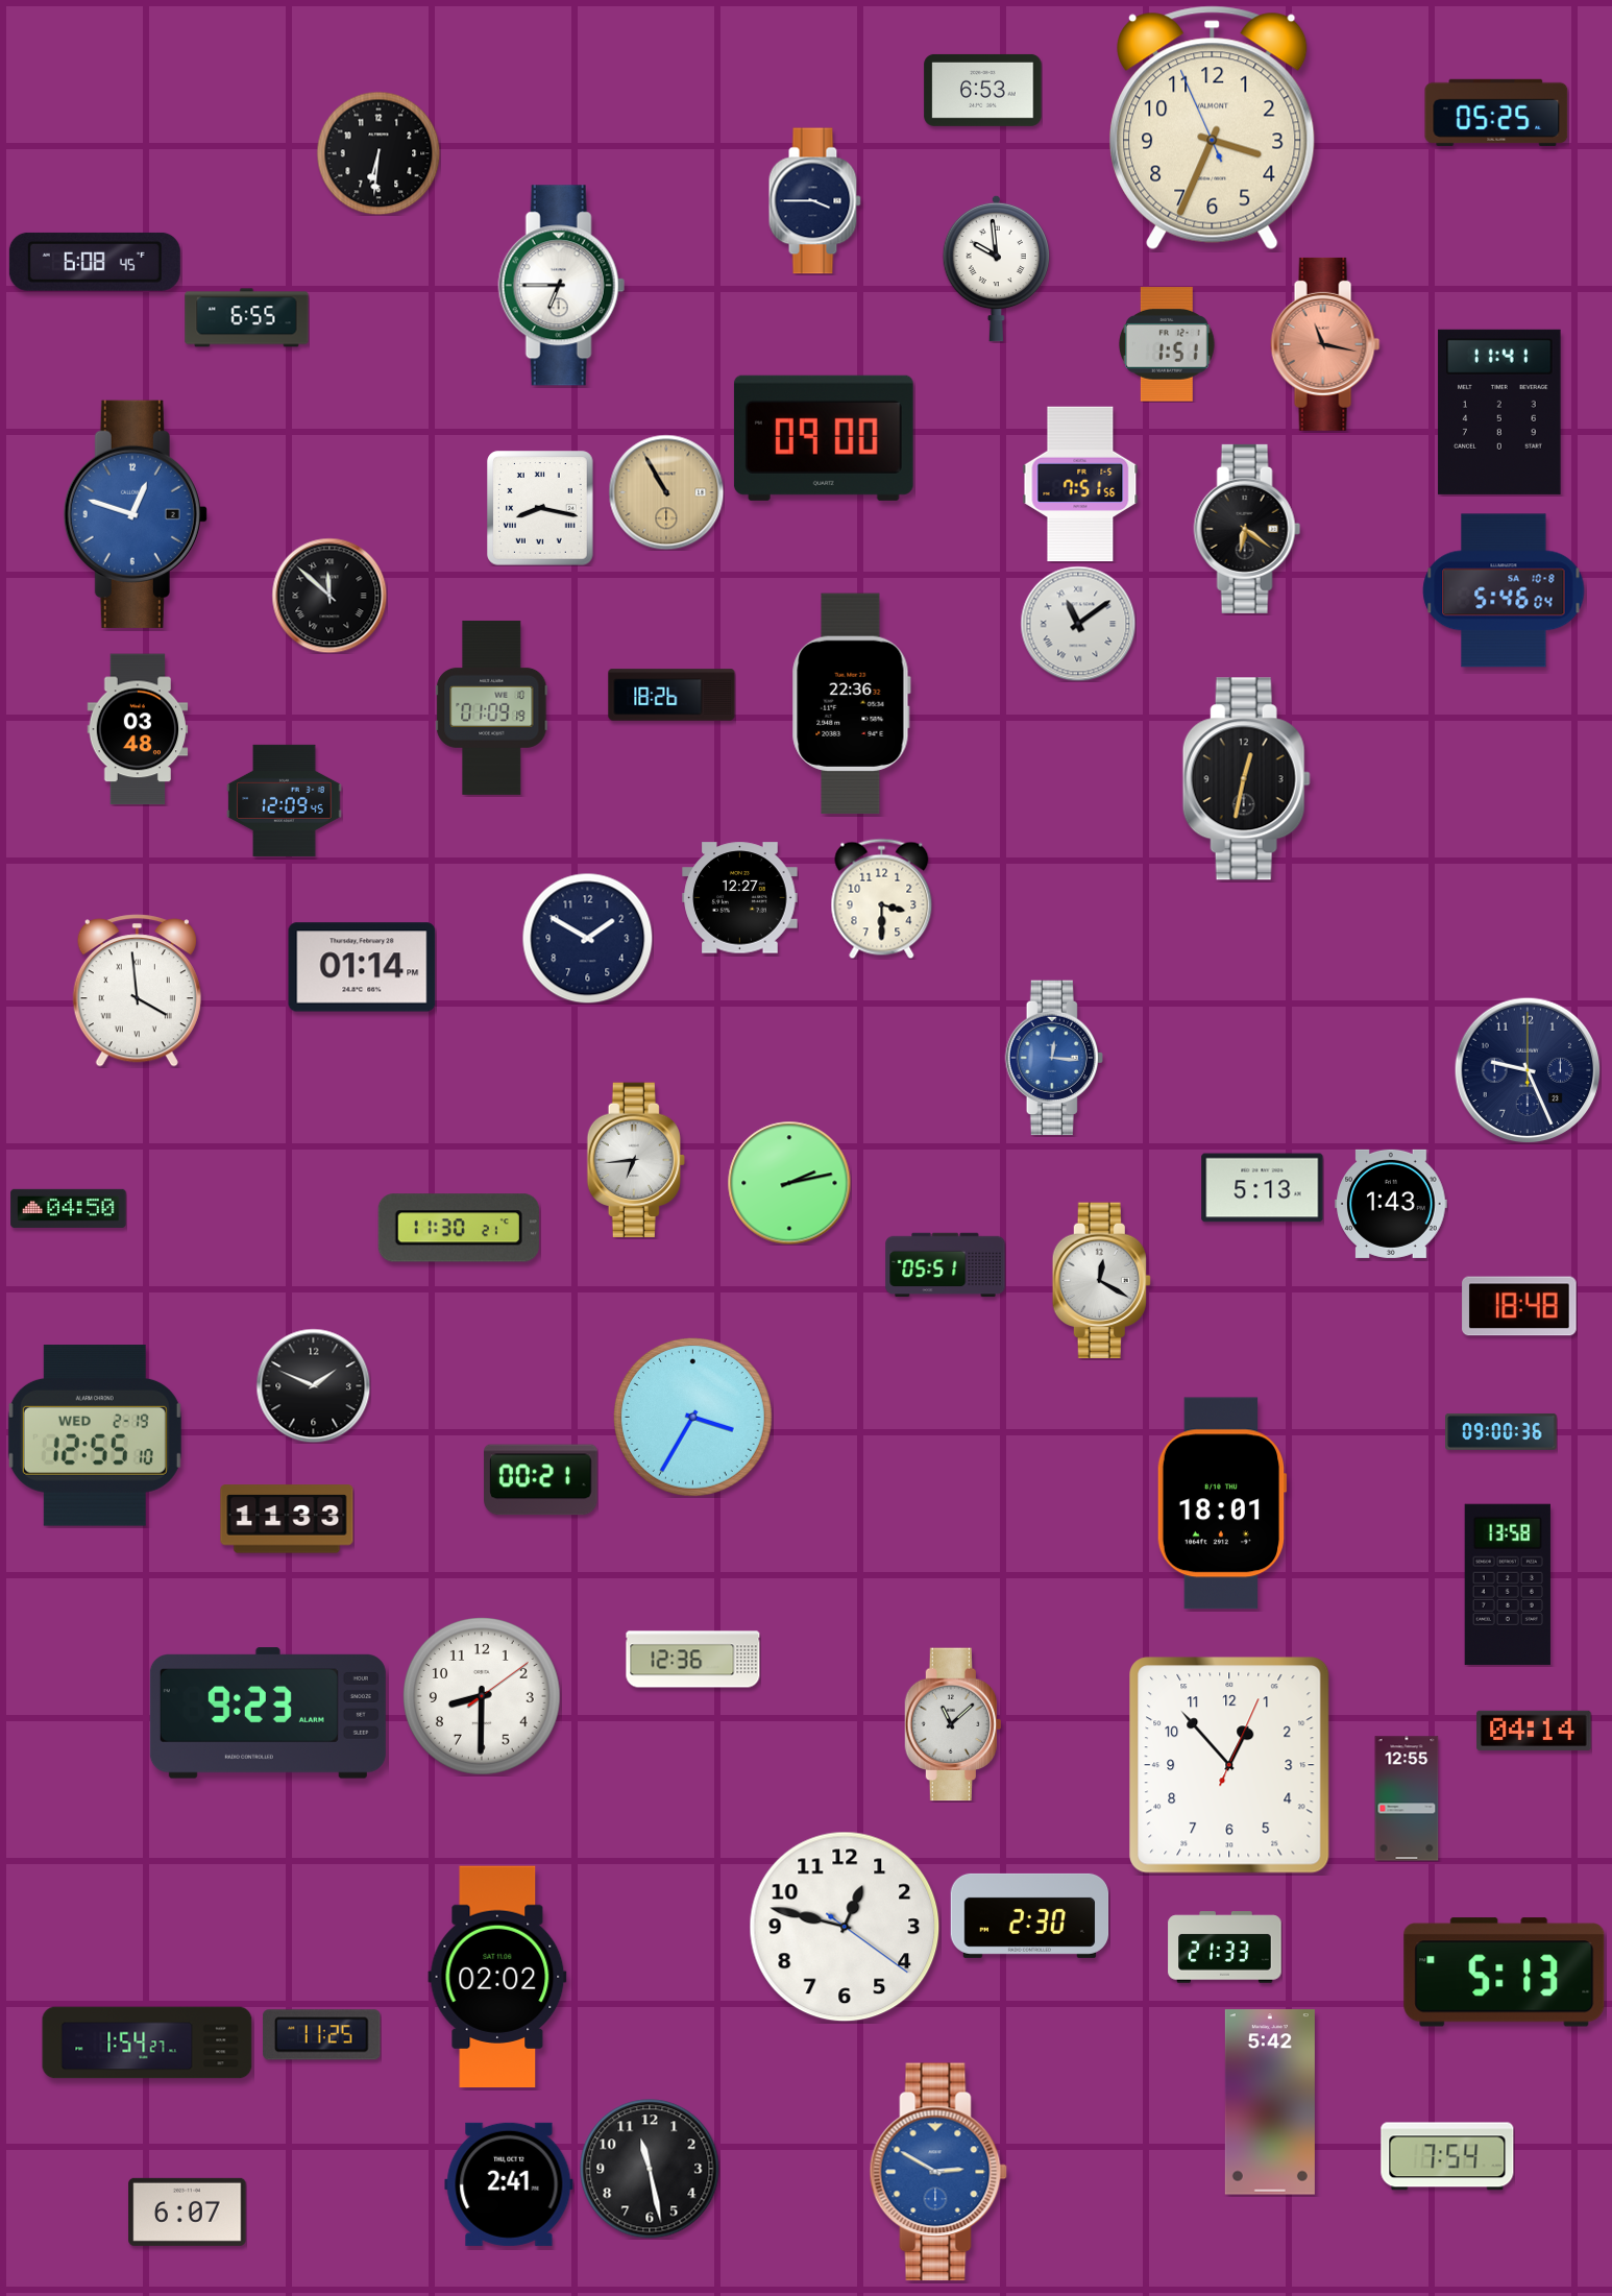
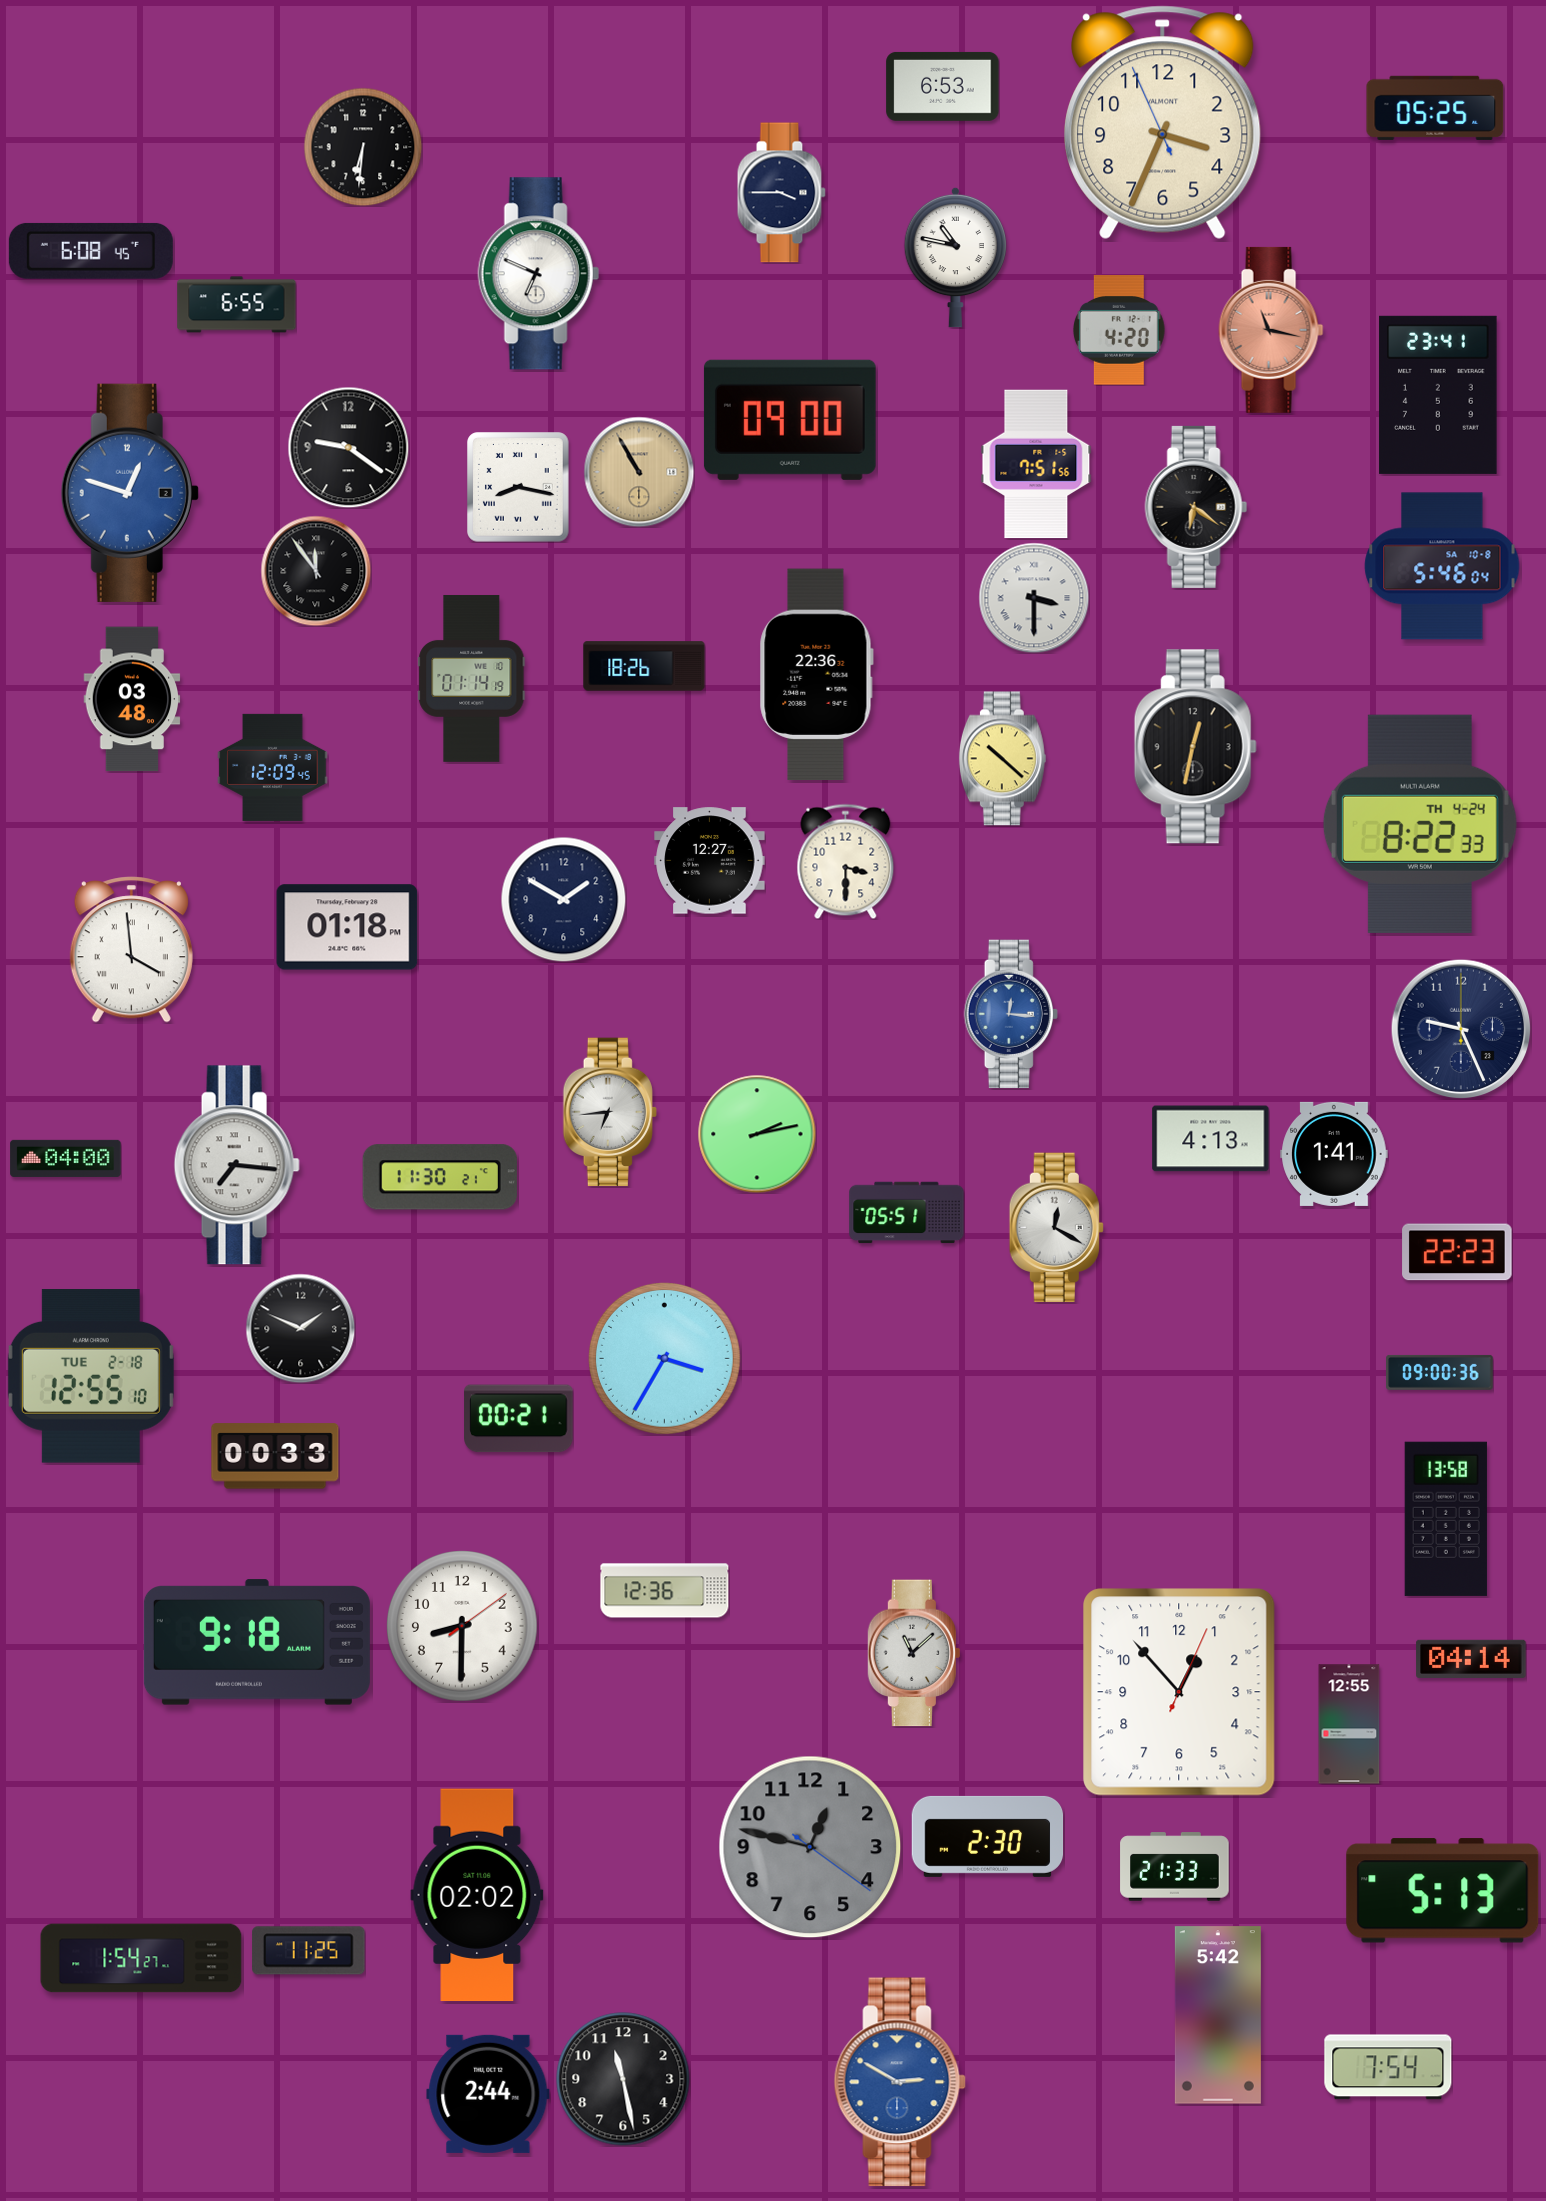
clock at (996, 268): 9:59 -> 10:47
clock at (561, 286): 6:45 -> 6:49
clock at (1167, 344): 1:51 -> 4:20
clock at (1499, 412): 11:41 -> 23:41
clock at (348, 447): none -> 9:21
clock at (329, 596): 11:52 -> 11:54
clock at (1078, 624): 11:09 -> 3:30
clock at (492, 707): 01:09 -> 01:14
clock at (1002, 759): none -> 10:22
clock at (1420, 824): none -> 8:22
clock at (362, 967): 01:14 -> 01:18
clock at (1528, 1070) position: (1528, 1070) -> (1461, 1029)
clock at (1263, 1188): 5:13 -> 4:13
clock at (1391, 1204): 1:43 -> 1:41
clock at (69, 1208): 04:50 -> 04:00
clock at (237, 1165): none -> 7:16
clock at (1519, 1306): 18:48 -> 22:23
clock at (95, 1436) date: WED 2-19 -> TUE 2-18
clock at (1222, 1503): 18:01 -> none
clock at (287, 1519): 11:33 -> 00:33
clock at (268, 1713): 9:23 -> 9:18
clock at (845, 1927) dial: white -> grey
clock at (509, 2184): 2:41 -> 2:44
clock at (188, 2212): 6:07 -> none
